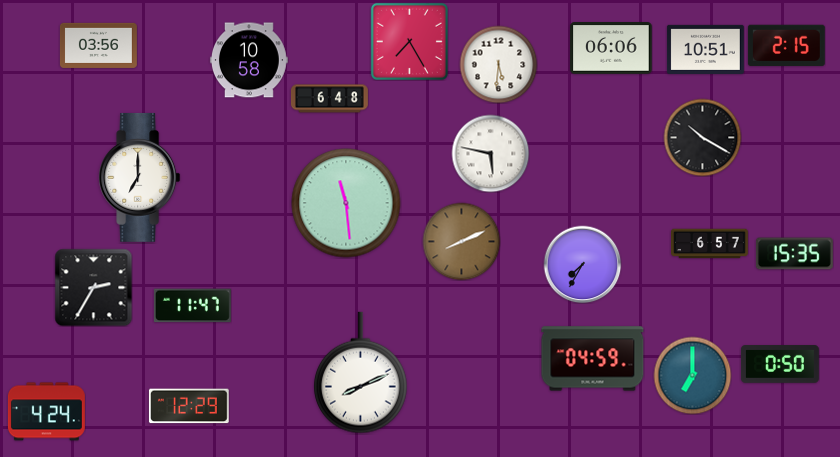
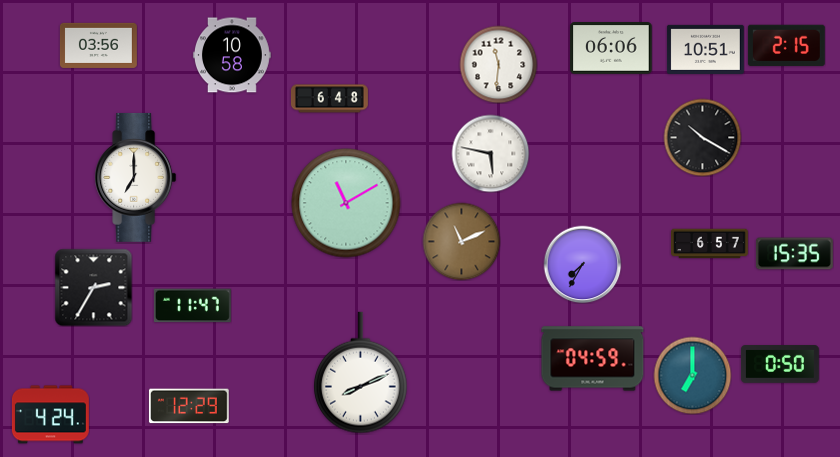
clock at (409, 41): 7:25 -> none
clock at (249, 60) position: (249, 60) -> (232, 55)
clock at (498, 64): 5:31 -> 11:31
clock at (140, 177) position: (140, 177) -> (136, 177)
clock at (346, 203): 11:29 -> 11:10
clock at (461, 241): 8:11 -> 11:11
clock at (46, 412) position: (46, 412) -> (50, 415)
